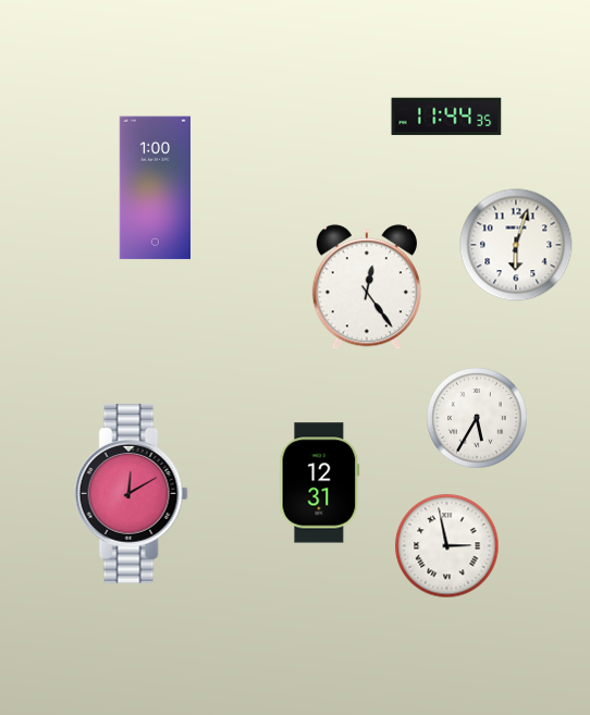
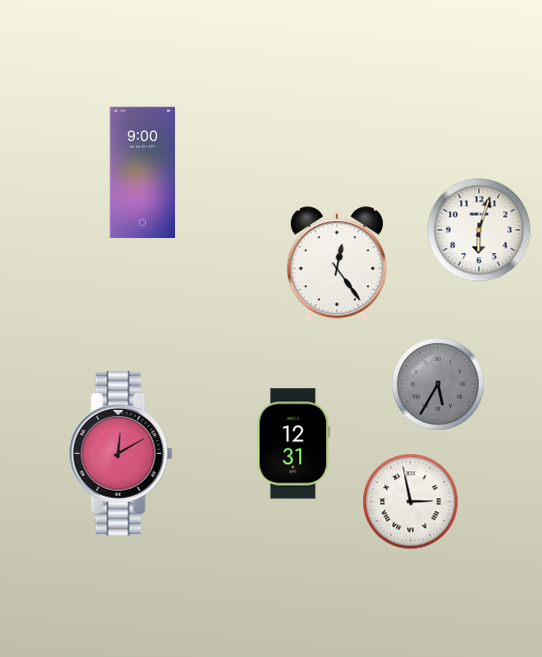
clock at (446, 116): 11:44 -> none
clock at (155, 188): 1:00 -> 9:00
clock at (516, 245) position: (516, 245) -> (479, 230)
clock at (477, 418) dial: white -> grey
